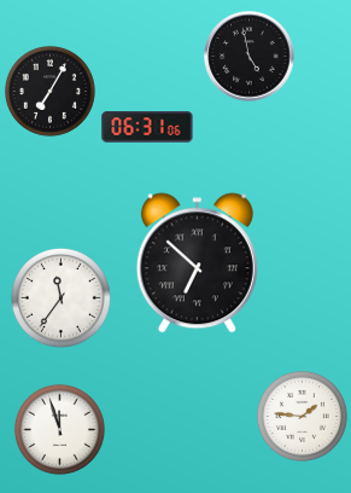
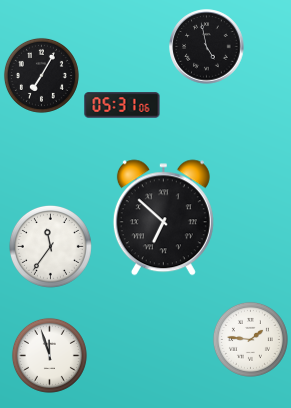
clock at (147, 127): 06:31 -> 05:31
clock at (302, 416) position: (302, 416) -> (250, 339)
